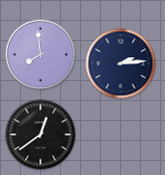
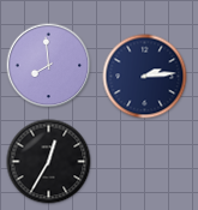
clock at (41, 135): 12:39 -> 12:35
